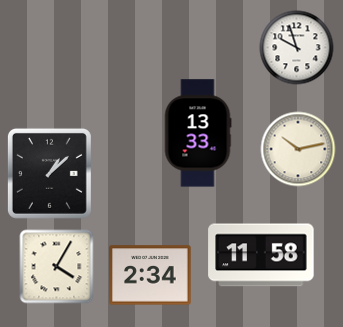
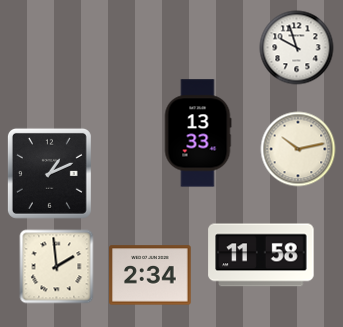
clock at (49, 173): 1:08 -> 1:11
clock at (57, 267): 4:05 -> 1:59
